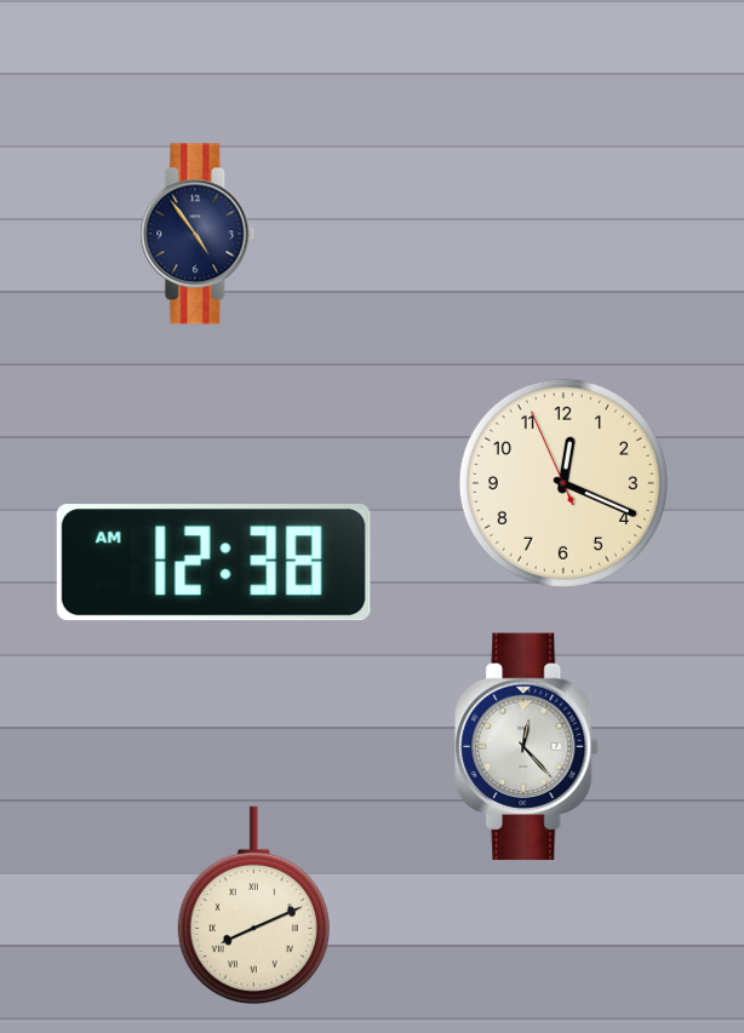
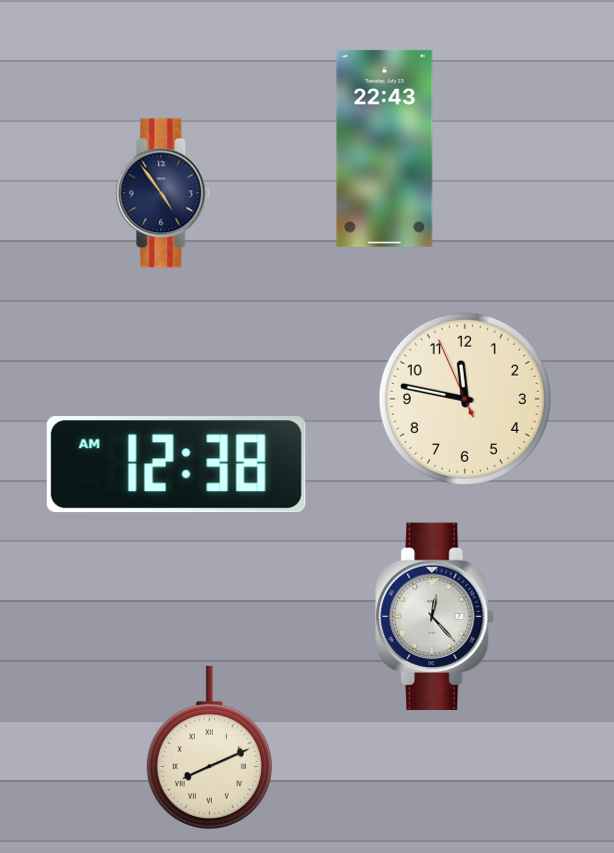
clock at (385, 148): none -> 22:43
clock at (563, 483): 12:18 -> 11:46
